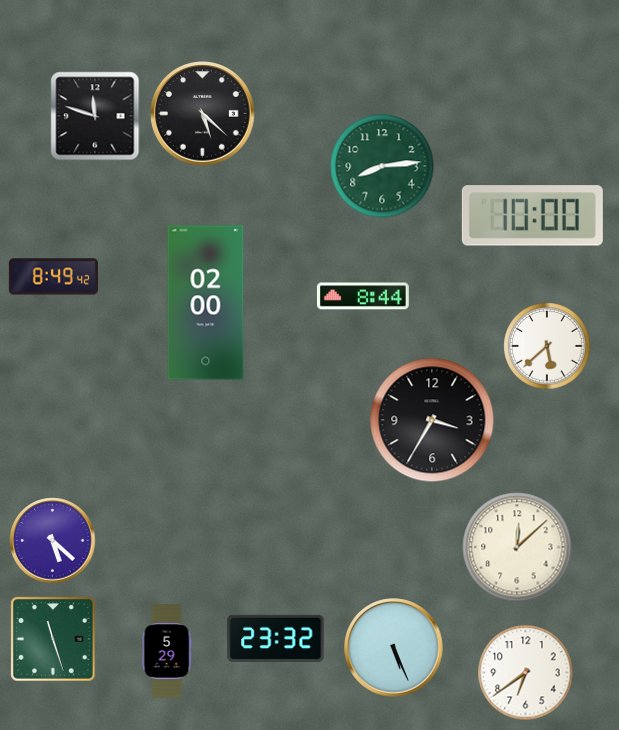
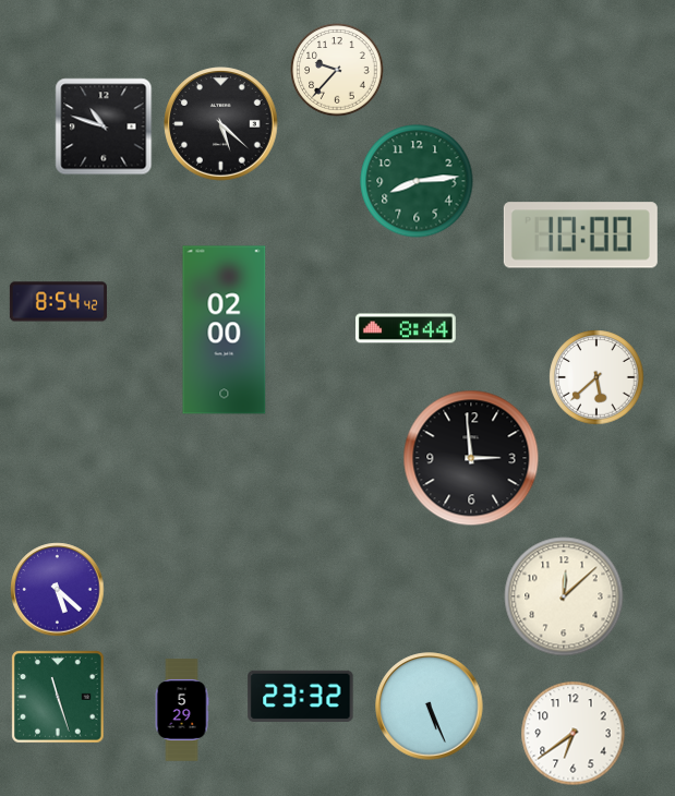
clock at (337, 70): none -> 9:37
clock at (95, 116): 11:48 -> 10:48
clock at (53, 277): 8:49 -> 8:54
clock at (363, 296) position: (363, 296) -> (406, 328)
clock at (432, 420): 3:35 -> 2:59
